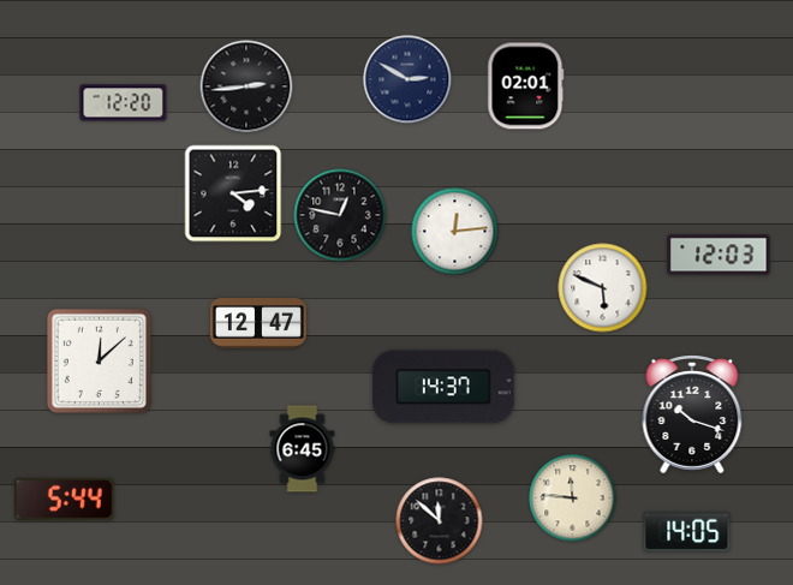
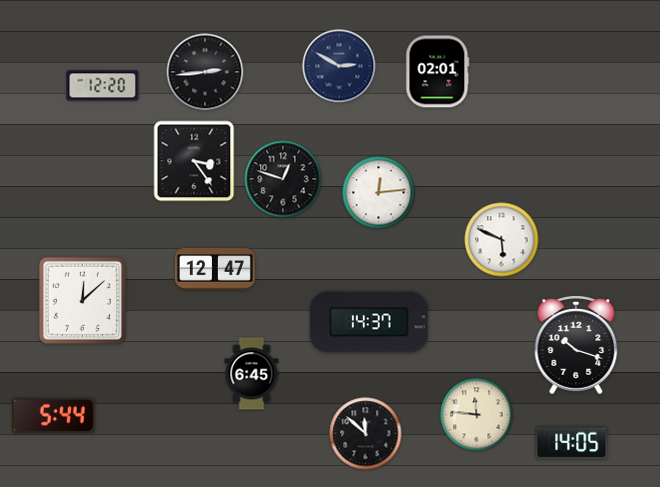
clock at (233, 193): 4:14 -> 3:24
clock at (340, 215): 12:47 -> 12:48
clock at (719, 255): 12:03 -> none
